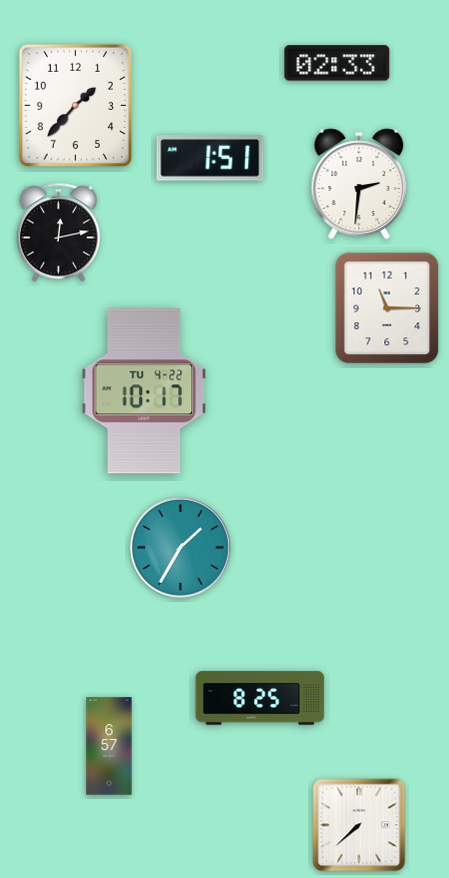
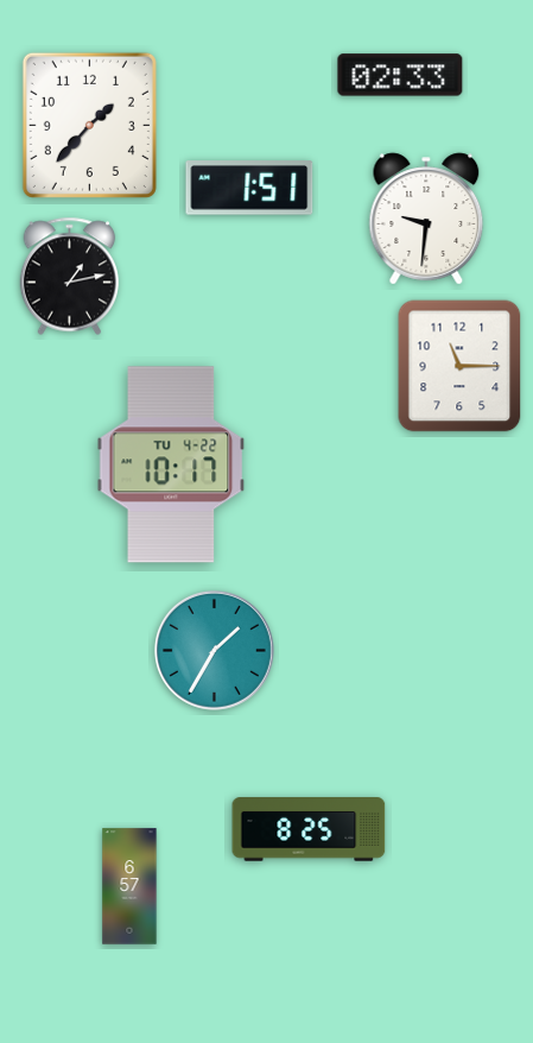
clock at (359, 184): 2:31 -> 9:31
clock at (59, 233): 12:13 -> 1:13
clock at (359, 825): 7:38 -> none
